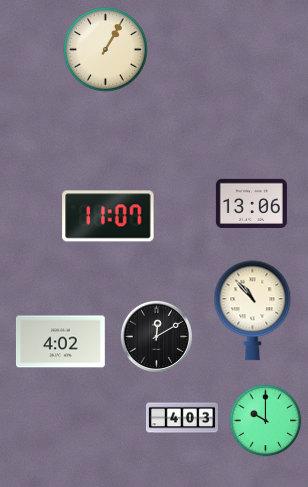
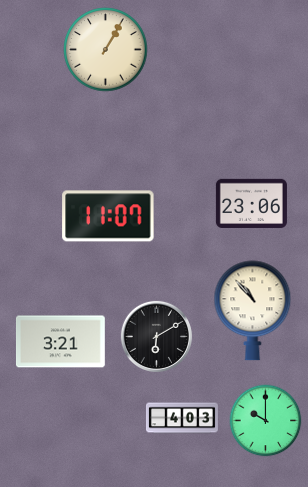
clock at (251, 203): 13:06 -> 23:06
clock at (156, 336): 12:10 -> 6:10
clock at (60, 342): 4:02 -> 3:21
